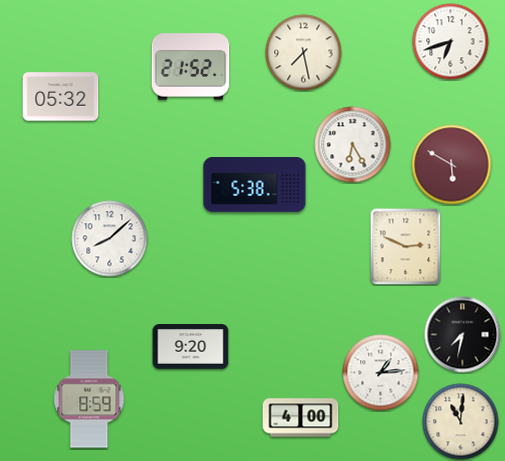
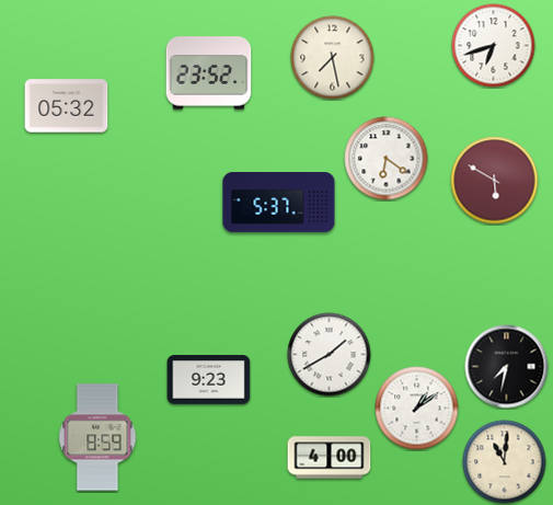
clock at (191, 67): 21:52 -> 23:52
clock at (353, 145): 6:25 -> 6:21
clock at (255, 185): 5:38 -> 5:37
clock at (110, 239): 8:08 -> none
clock at (406, 246): 2:49 -> none
clock at (330, 355): none -> 1:40
clock at (191, 347): 9:20 -> 9:23
clock at (381, 373): 1:14 -> 1:09
